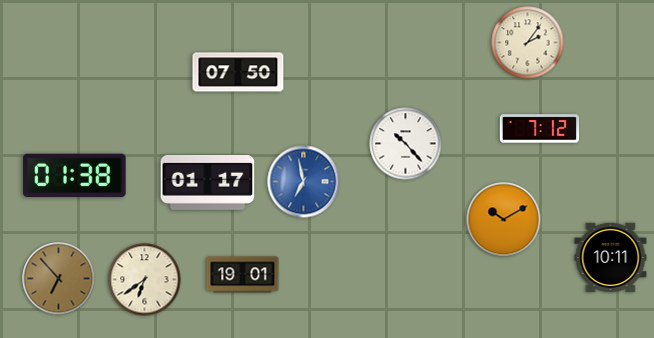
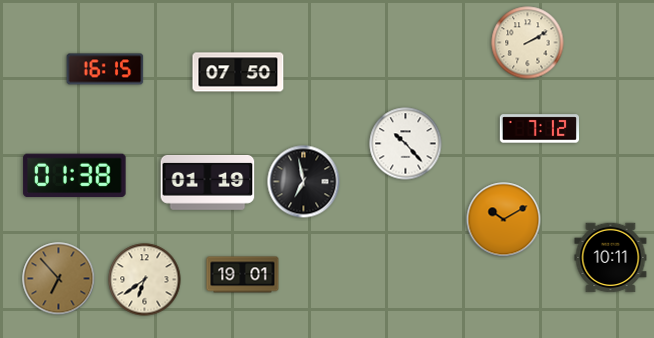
clock at (528, 43): 2:06 -> 2:10
clock at (105, 69): none -> 16:15
clock at (208, 182): 01:17 -> 01:19
clock at (304, 182) dial: blue -> black
